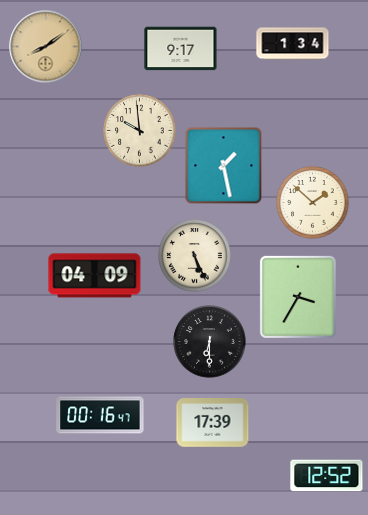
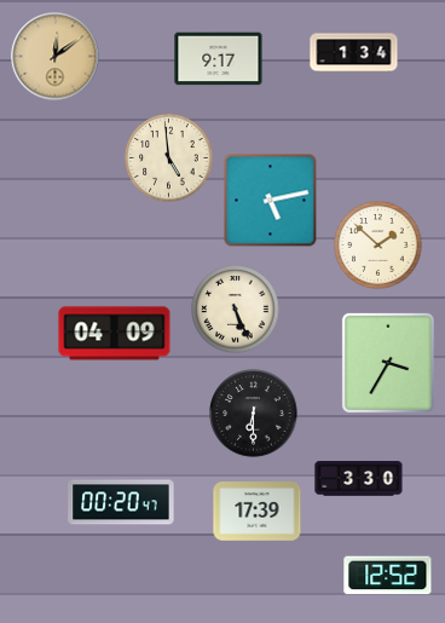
clock at (46, 47): 8:09 -> 12:09
clock at (140, 131): 9:59 -> 4:59
clock at (224, 166): 1:28 -> 5:13
clock at (298, 297) position: (298, 297) -> (388, 363)
clock at (359, 479): none -> 3:30
clock at (100, 415): 00:16 -> 00:20
clock at (327, 476) position: (327, 476) -> (388, 576)
